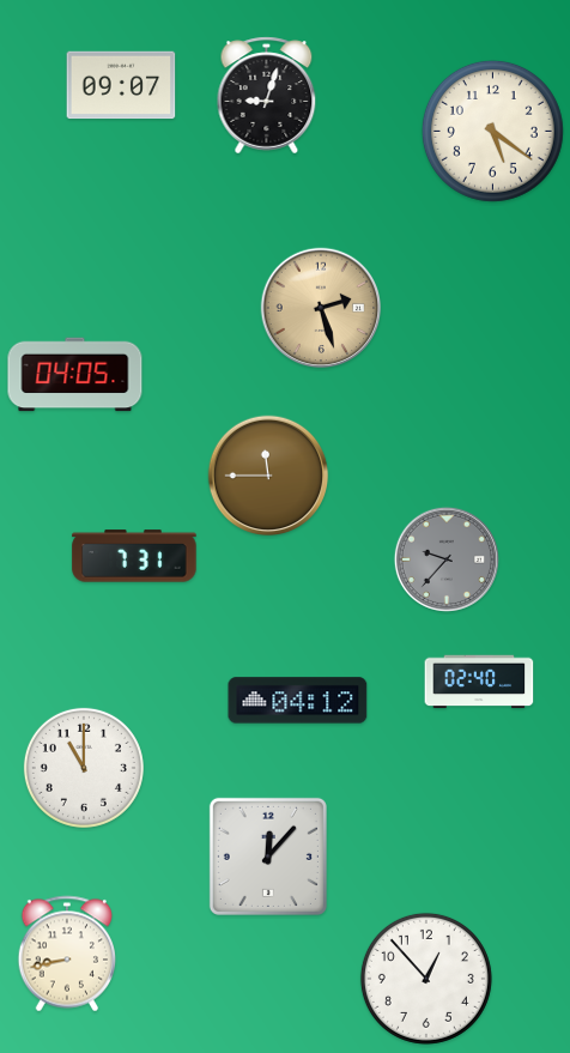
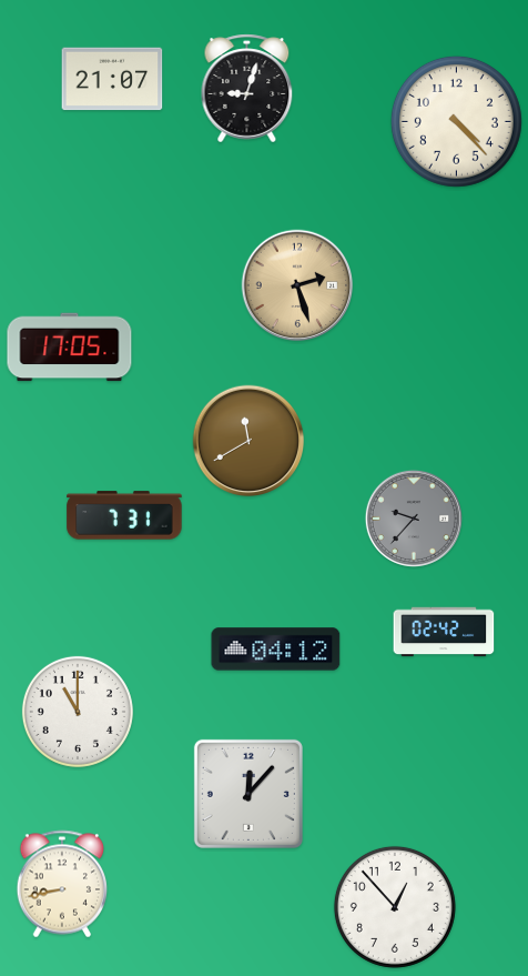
clock at (121, 85): 09:07 -> 21:07
clock at (492, 131): 5:21 -> 4:23
clock at (75, 375): 04:05 -> 17:05
clock at (268, 476): 11:45 -> 11:40
clock at (479, 682): 02:40 -> 02:42
